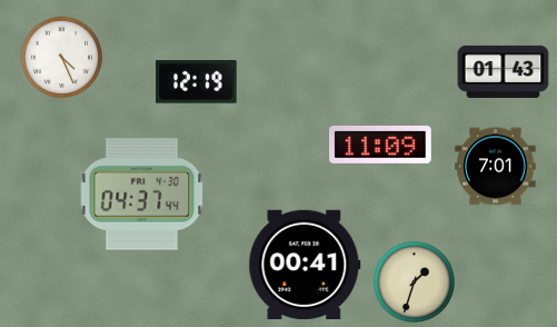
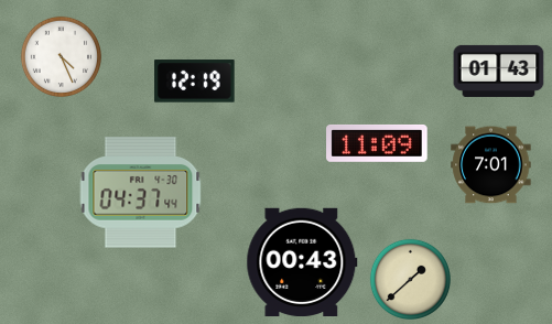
clock at (305, 264): 00:41 -> 00:43
clock at (414, 281): 1:33 -> 1:38
